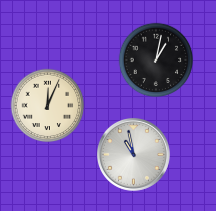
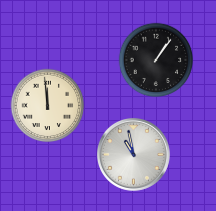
clock at (156, 60): 1:02 -> 1:06
clock at (48, 106): 12:04 -> 11:59
